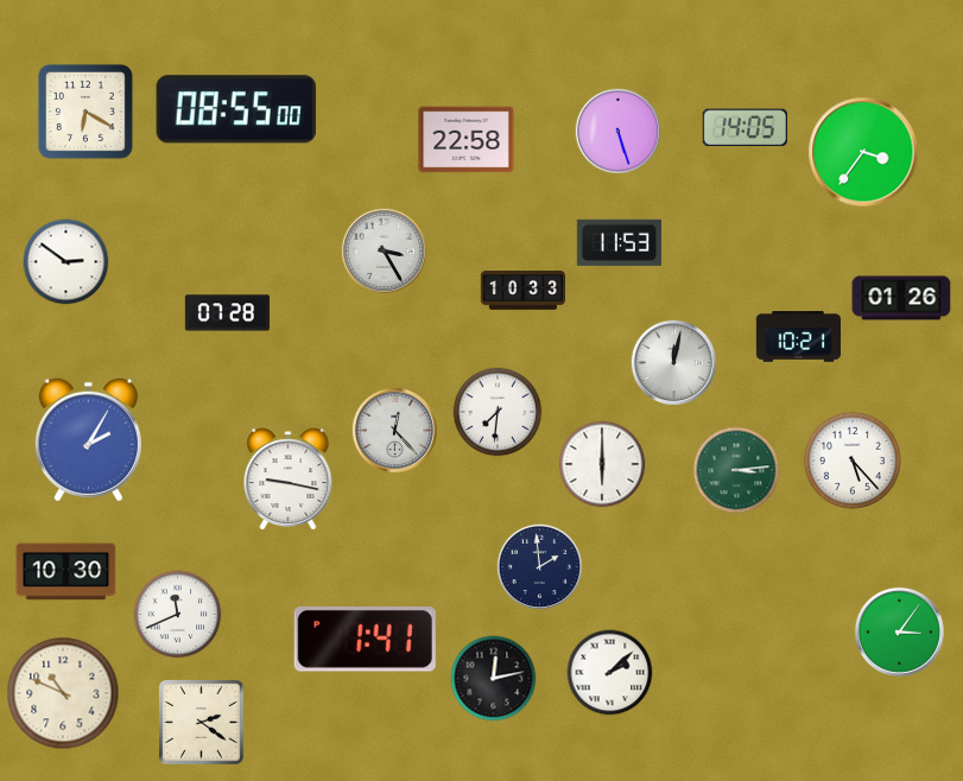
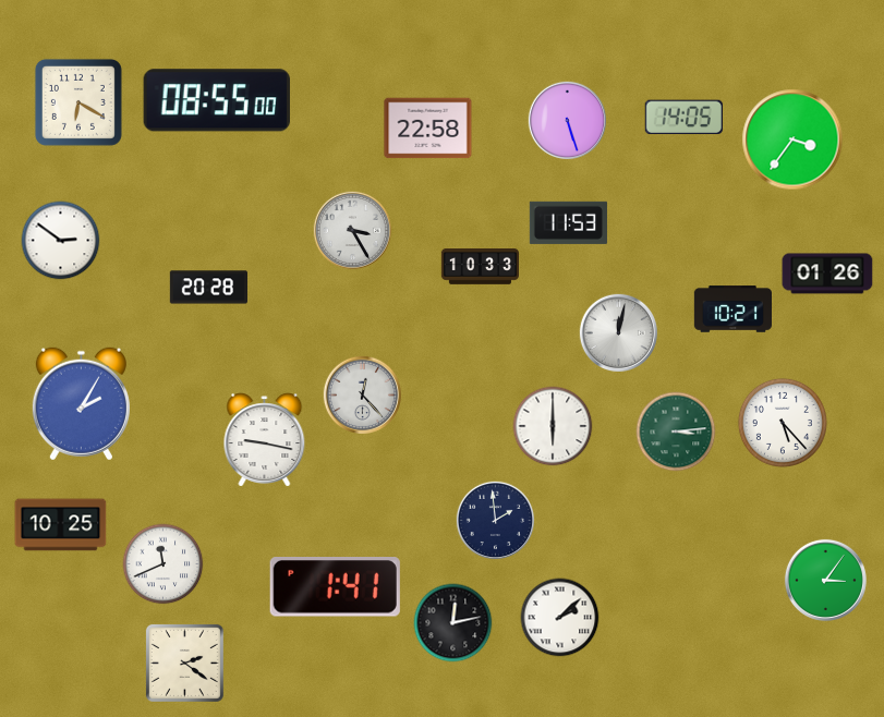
clock at (227, 313): 07:28 -> 20:28
clock at (498, 412): 7:31 -> none
clock at (66, 572): 10:30 -> 10:25
clock at (63, 693): 10:49 -> none
